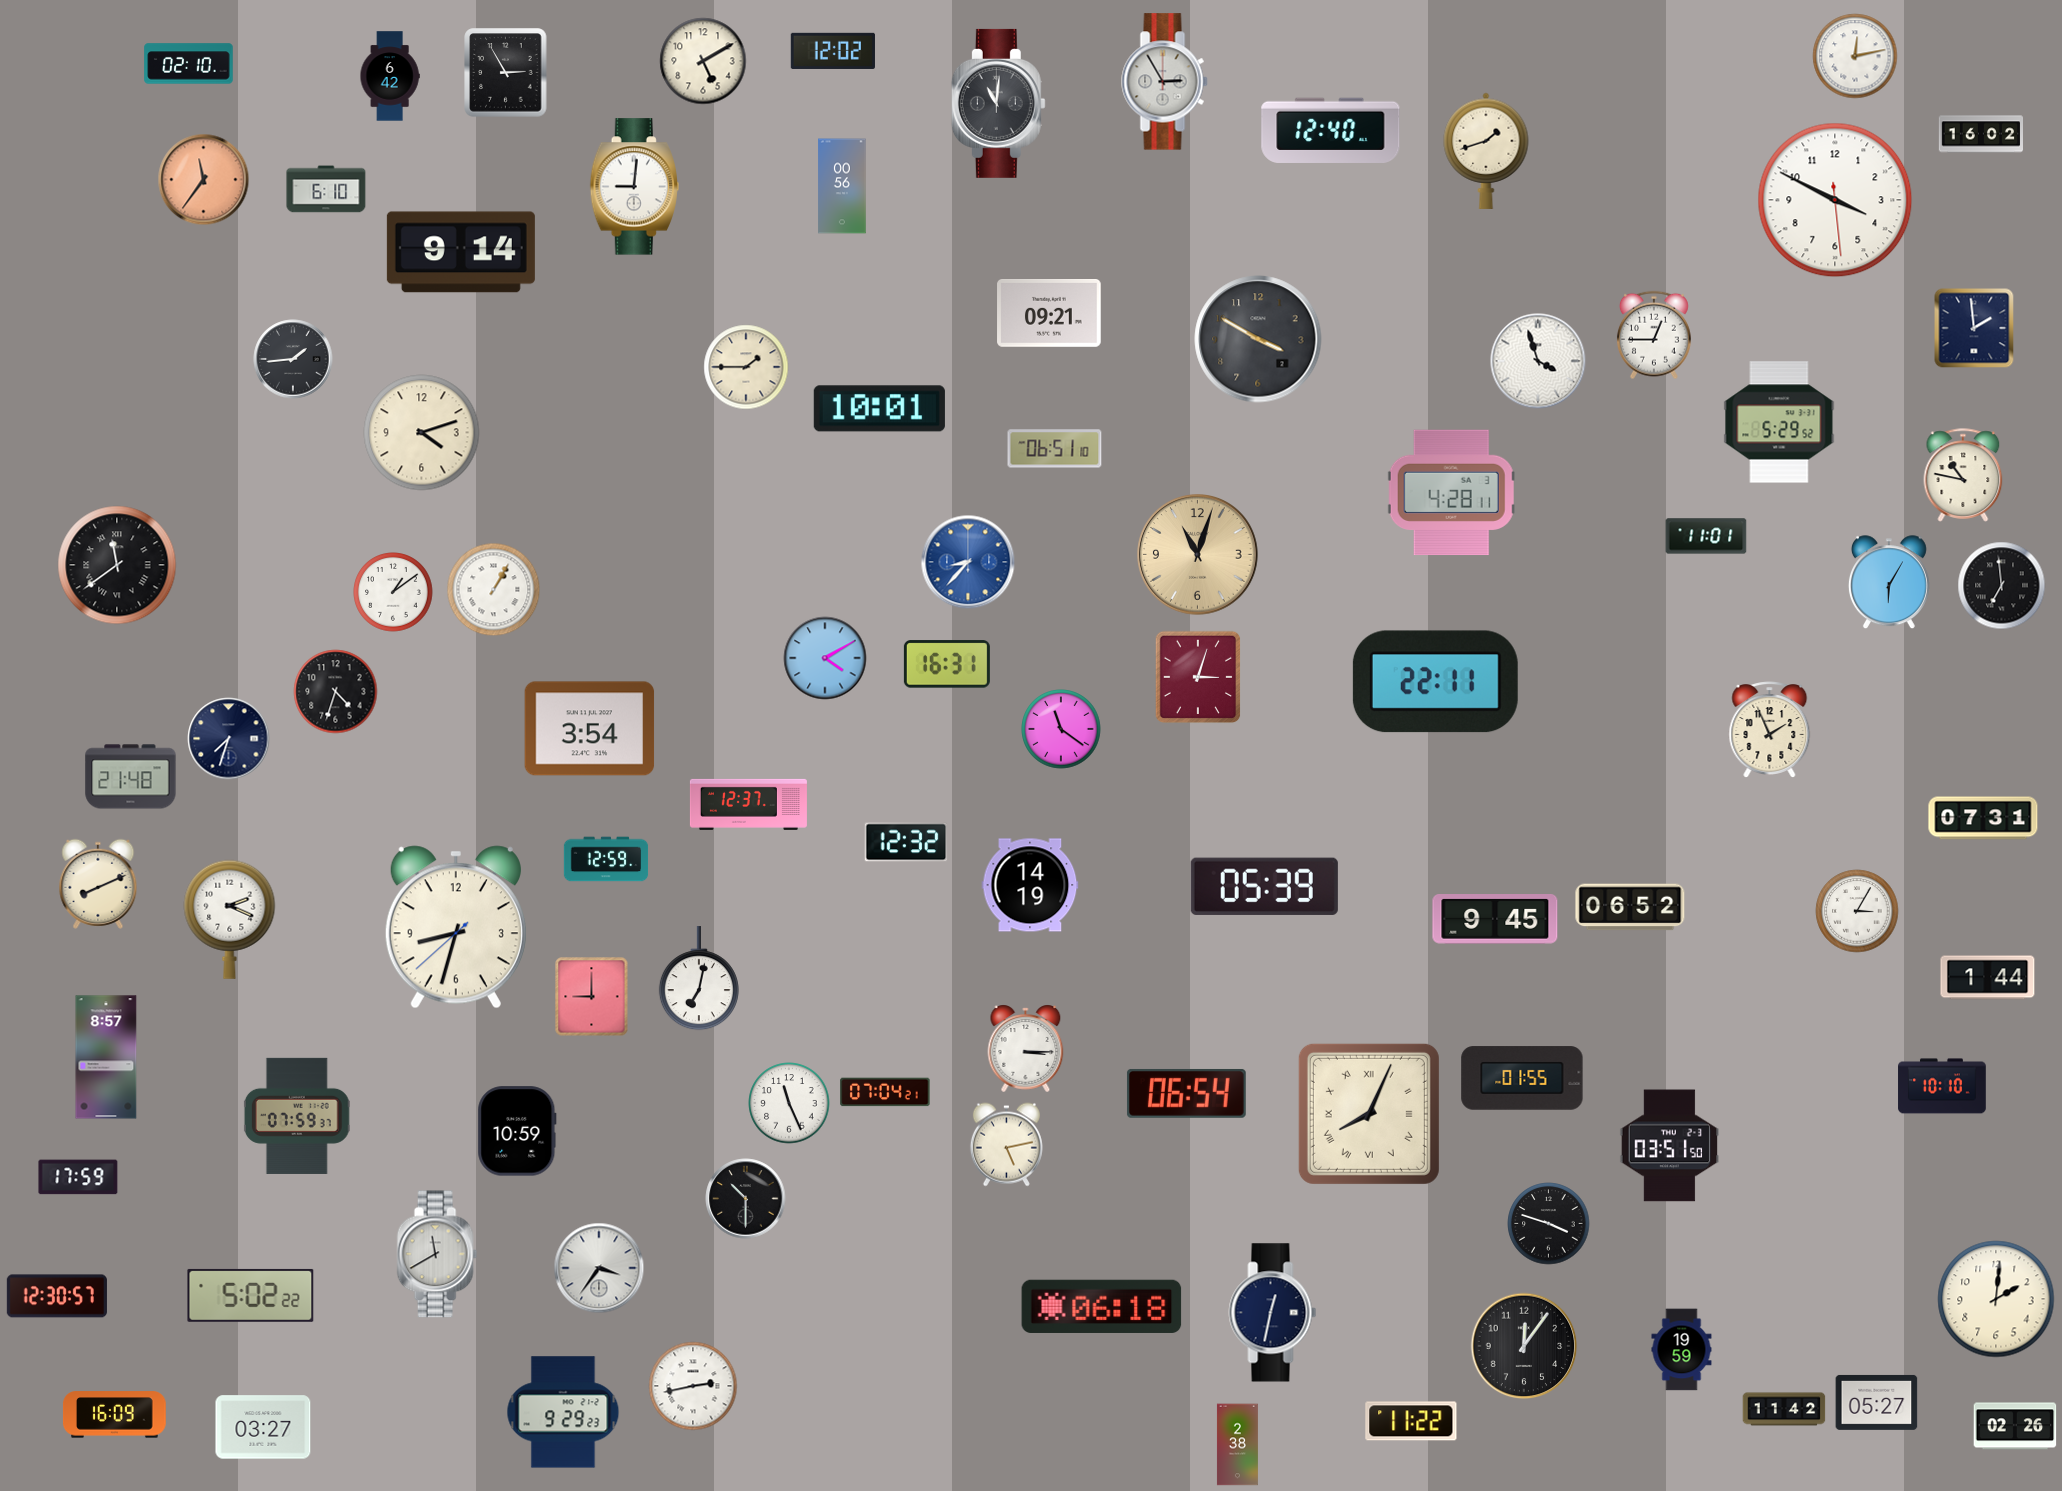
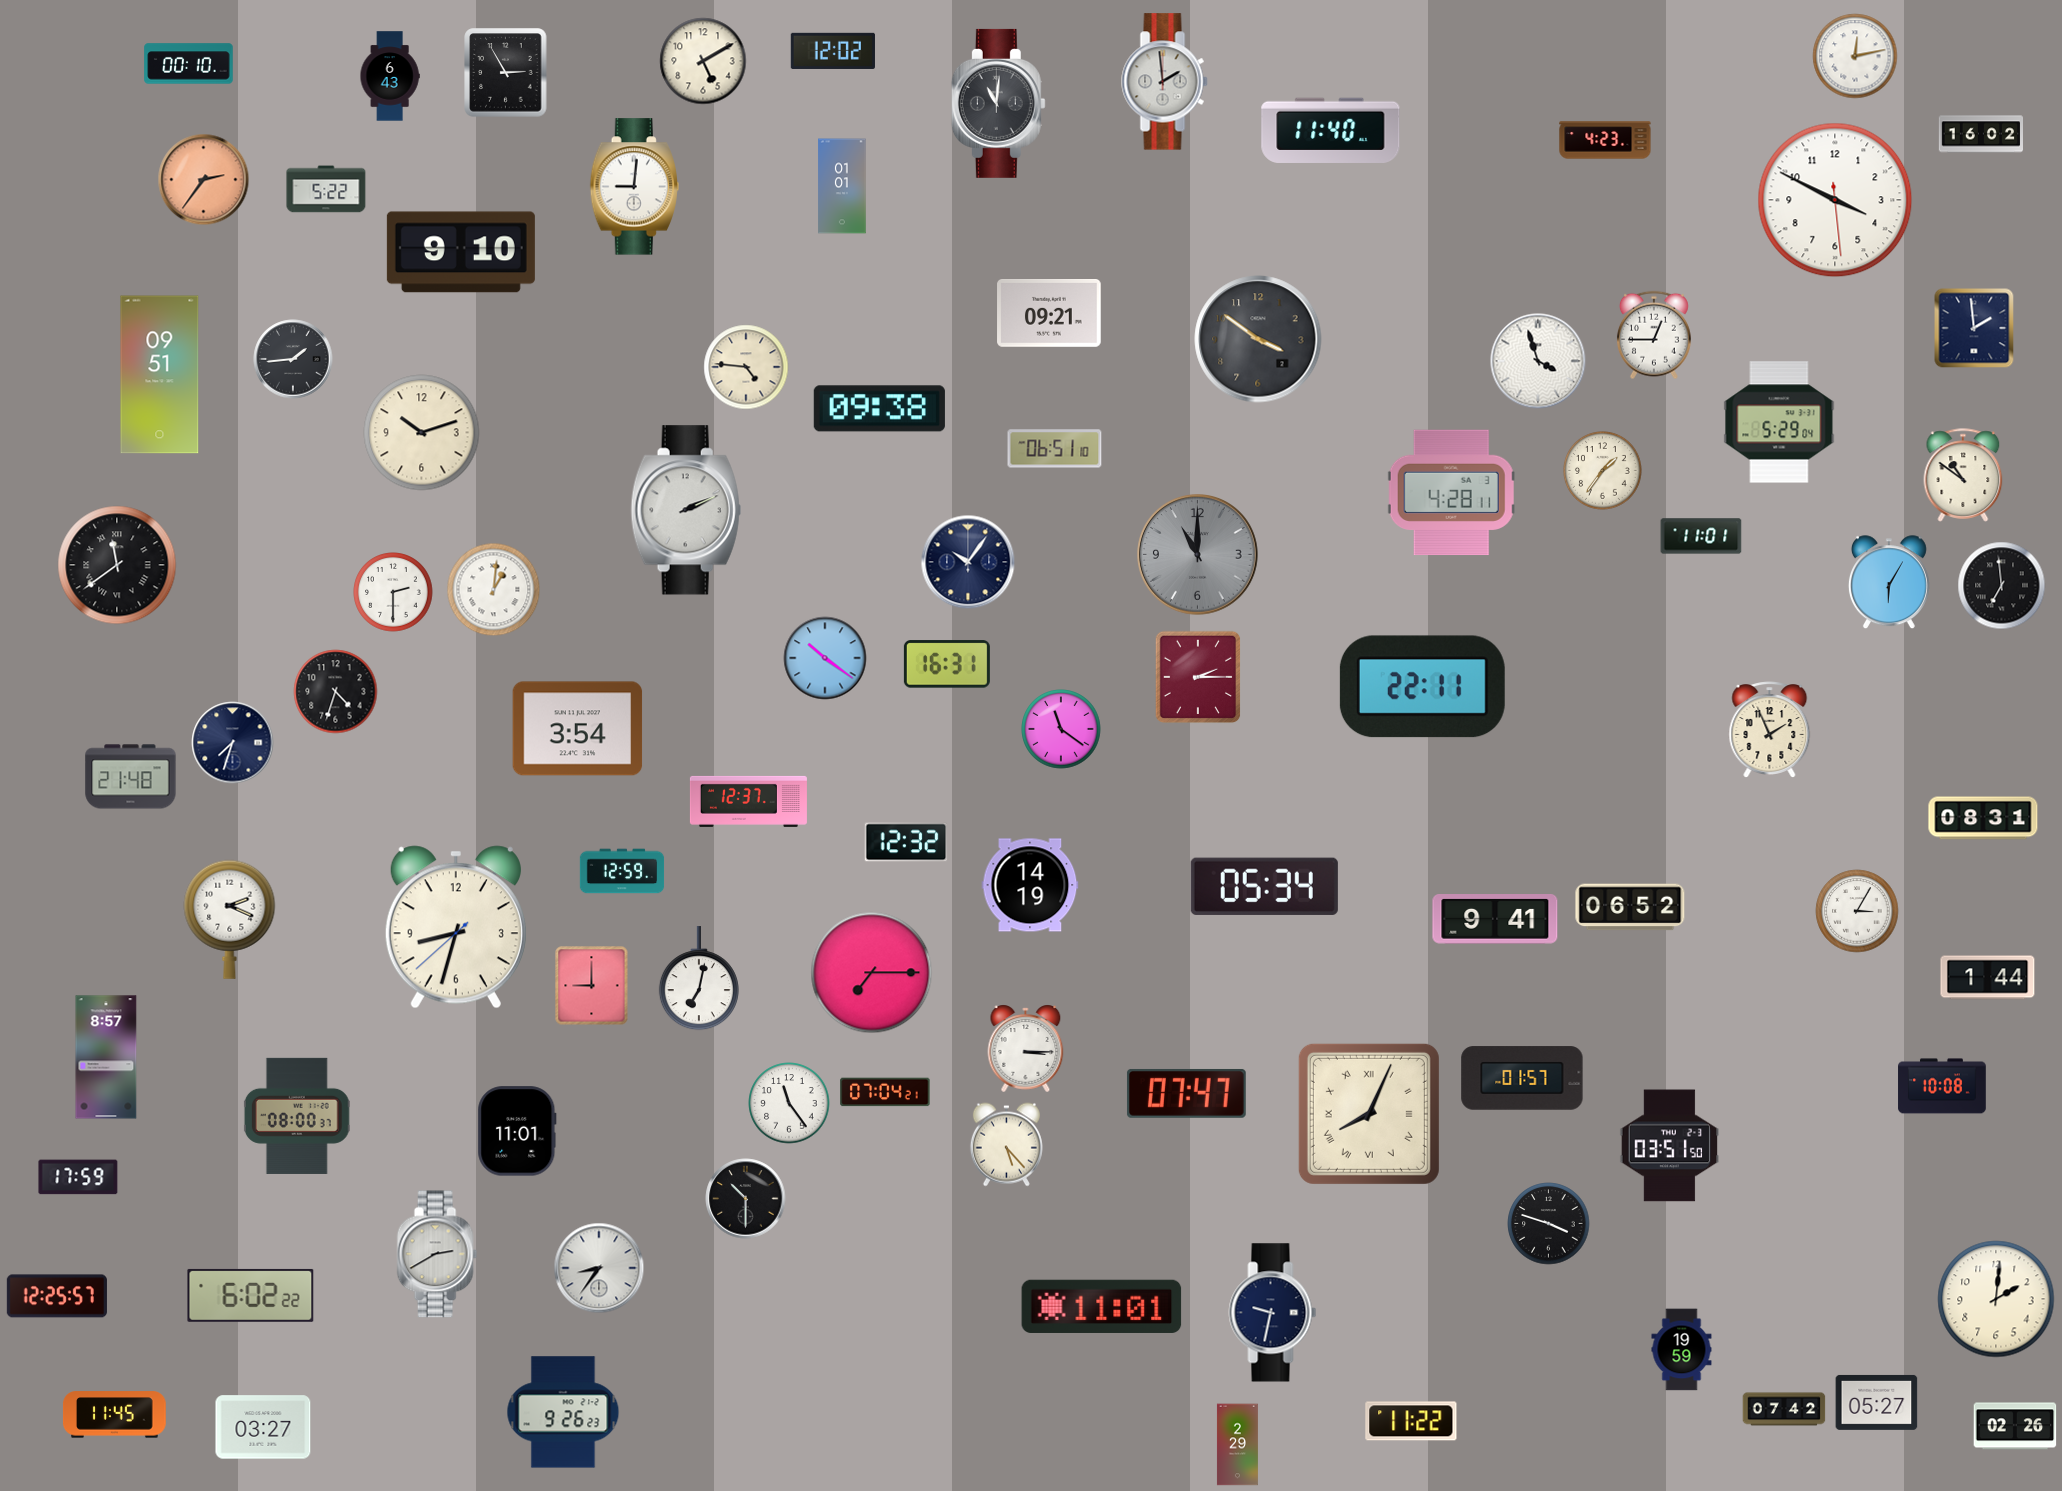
clock at (189, 64): 02:10 -> 00:10
clock at (390, 76): 6:42 -> 6:43
clock at (1165, 82): 2:55 -> 1:59
clock at (1331, 130): 12:40 -> 11:40
clock at (1605, 140): none -> 4:23
clock at (1486, 151): 1:42 -> none
clock at (204, 180): 11:36 -> 2:36
clock at (842, 186): 00:56 -> 01:01
clock at (326, 189): 6:10 -> 5:22
clock at (461, 252): 9:14 -> 9:10
clock at (1258, 339): 3:50 -> 3:51
clock at (746, 367): 1:45 -> 4:46
clock at (160, 375): none -> 09:51
clock at (879, 409): 10:01 -> 09:38
clock at (1779, 422): 5:29:52 -> 5:29:04
clock at (422, 433): 4:12 -> 10:12
clock at (1603, 471): none -> 1:36
clock at (1963, 475): 10:47 -> 10:51
clock at (686, 510): none -> 2:11
clock at (1706, 536) position: (1706, 536) -> (1701, 536)
clock at (1198, 555): 11:03 -> 11:00
clock at (1198, 555) dial: champagne -> grey
clock at (968, 562): 8:37 -> 10:06
clock at (968, 562) dial: blue -> navy
clock at (494, 590): 1:05 -> 1:01
clock at (393, 592): 1:09 -> 2:30
clock at (825, 658): 4:10 -> 10:21
clock at (1198, 677): 3:03 -> 2:15
clock at (1435, 682) position: (1435, 682) -> (1422, 687)
clock at (590, 729) position: (590, 729) -> (578, 729)
clock at (229, 739) position: (229, 739) -> (233, 743)
clock at (748, 804) position: (748, 804) -> (748, 801)
clock at (1983, 818): 07:31 -> 08:31
clock at (606, 859) position: (606, 859) -> (622, 871)
clock at (98, 884): 8:11 -> none
clock at (1264, 886): 05:39 -> 05:34
clock at (1495, 920): 9:45 -> 9:41
clock at (872, 973): none -> 7:15
clock at (592, 997) position: (592, 997) -> (592, 986)
clock at (1522, 1078): 01:55 -> 01:57
clock at (1942, 1086): 10:10 -> 10:08
clock at (1186, 1093): 06:54 -> 07:47
clock at (789, 1103): 11:26 -> 11:24
clock at (297, 1116): 07:59 -> 08:00
clock at (517, 1131): 10:59 -> 11:01
clock at (1006, 1145): 5:13 -> 5:23
clock at (437, 1254): 11:40 -> 2:40
clock at (599, 1268): 3:36 -> 8:36
clock at (251, 1295): 5:02 -> 6:02
clock at (57, 1296): 12:30 -> 12:25
clock at (1102, 1306): 06:18 -> 11:01
clock at (1273, 1313): 12:32 -> 9:32
clock at (1524, 1346): 12:06 -> none
clock at (693, 1386): 2:43 -> none
clock at (1784, 1409): 11:42 -> 07:42
clock at (563, 1412): 9:29 -> 9:26
clock at (115, 1415): 16:09 -> 11:45
clock at (1237, 1445): 2:38 -> 2:29
